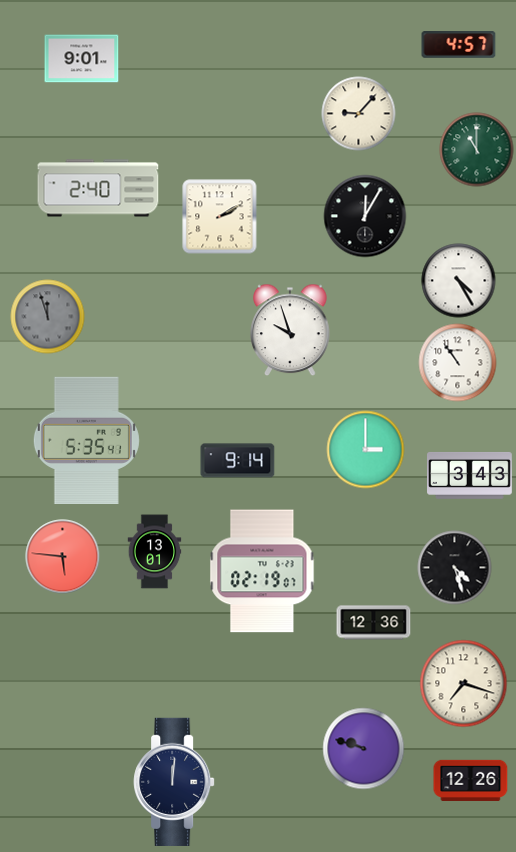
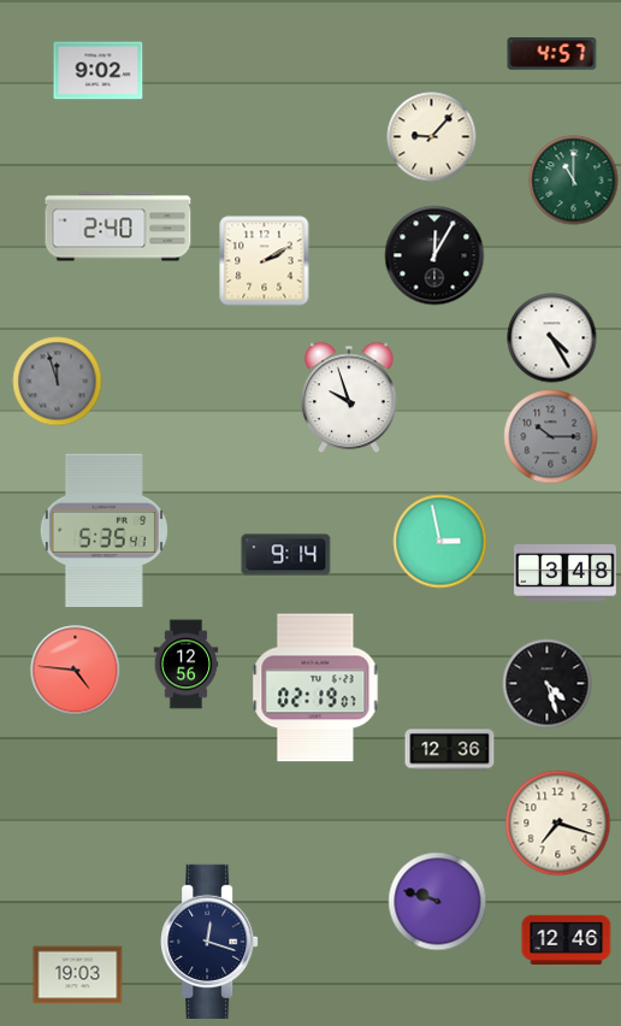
clock at (82, 59): 9:01 -> 9:02
clock at (365, 216) position: (365, 216) -> (434, 255)
clock at (458, 363): 10:54 -> 10:15
clock at (458, 363) dial: white -> grey
clock at (366, 450): 3:00 -> 2:58
clock at (470, 476): 3:43 -> 3:48
clock at (155, 552): 13:01 -> 12:56
clock at (63, 557): 5:46 -> 4:46
clock at (471, 780): 12:26 -> 12:46
clock at (174, 782): 12:01 -> 12:18
clock at (78, 975): none -> 19:03
